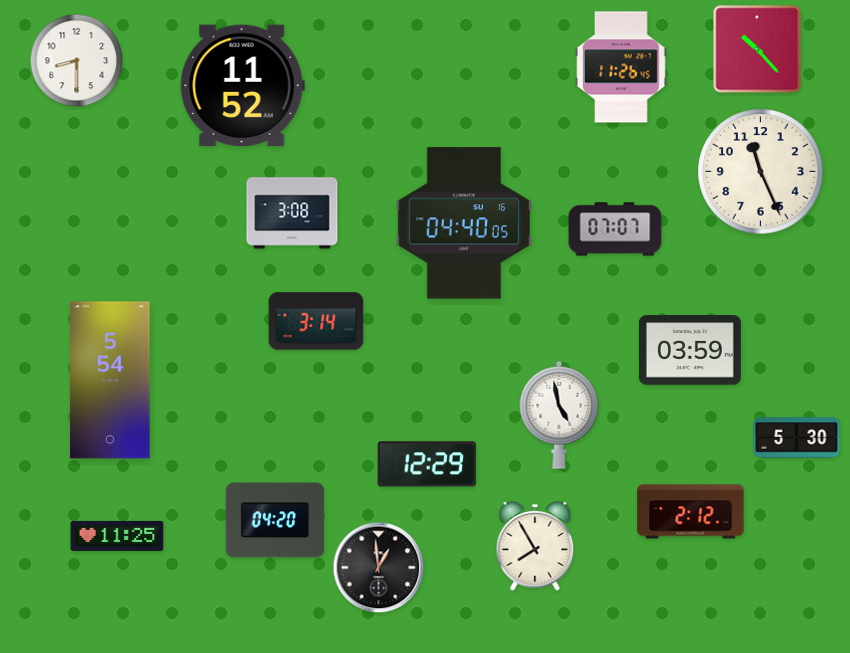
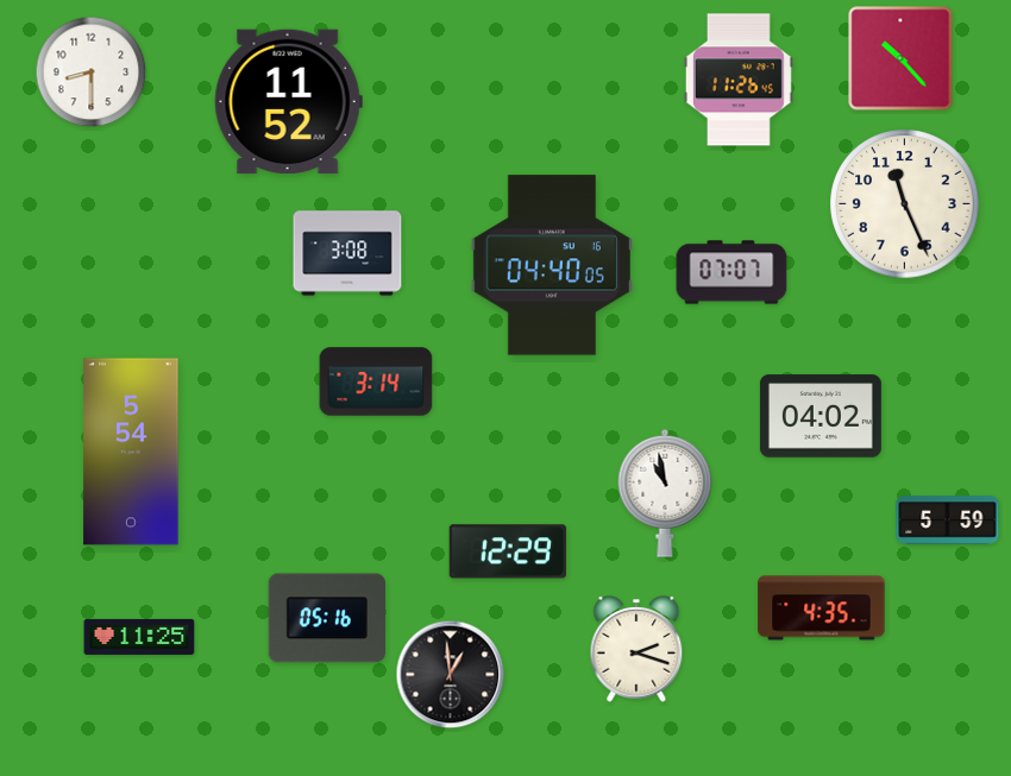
clock at (690, 350): 03:59 -> 04:02
clock at (559, 415): 4:58 -> 10:58
clock at (797, 438): 5:30 -> 5:59
clock at (691, 512): 2:12 -> 4:35
clock at (275, 520): 04:20 -> 05:16
clock at (535, 547): 7:55 -> 2:18
